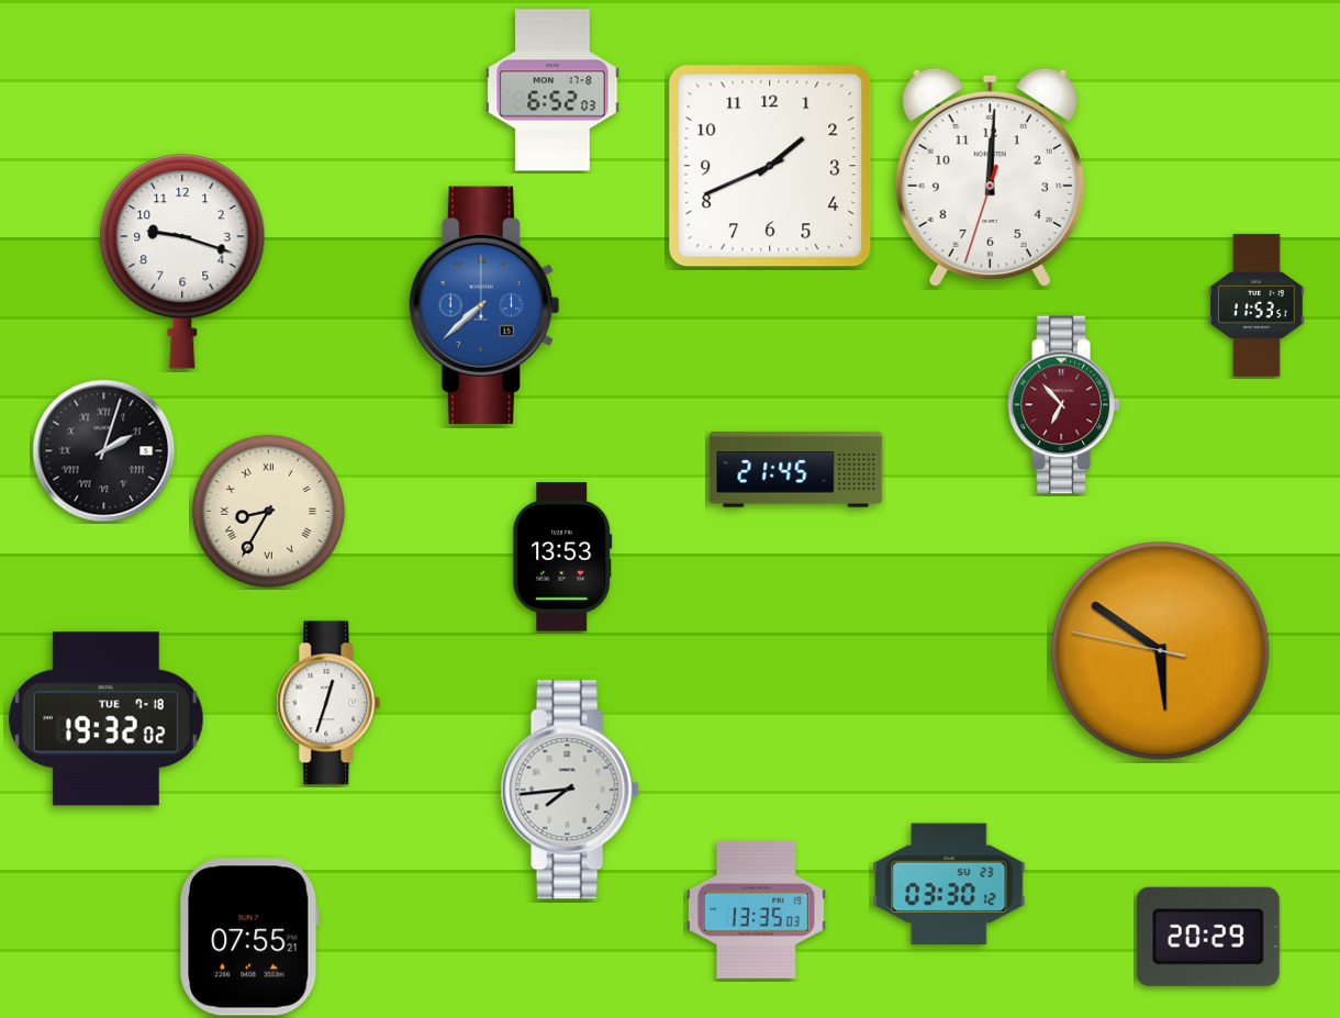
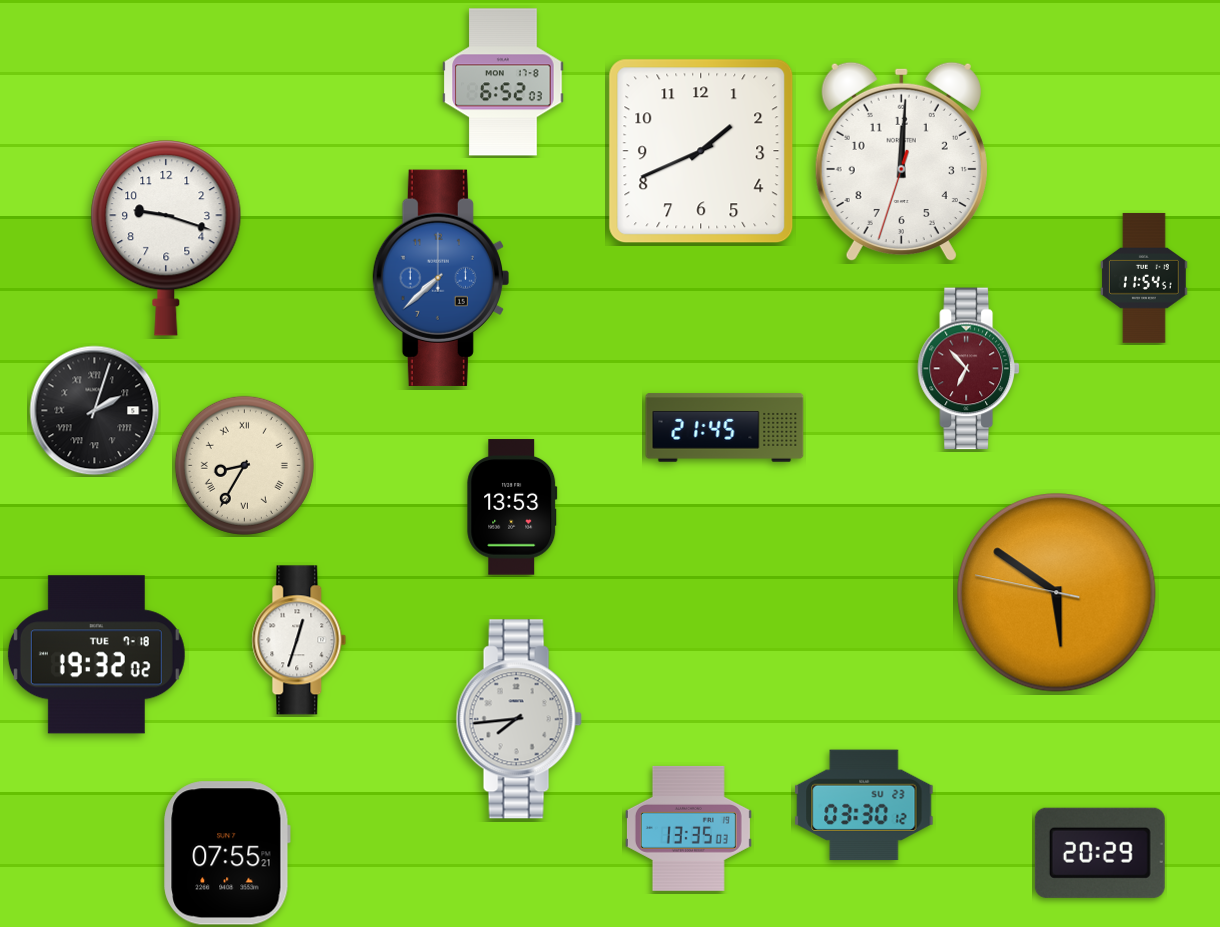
clock at (1258, 305): 11:53 -> 11:54
